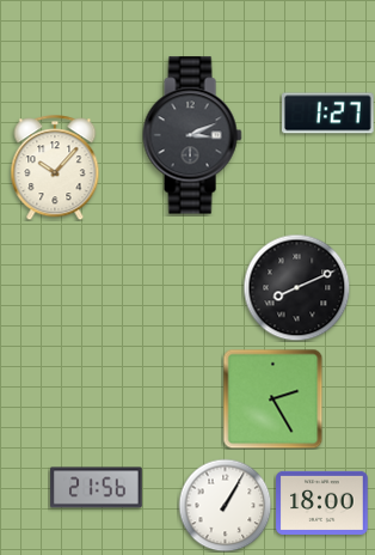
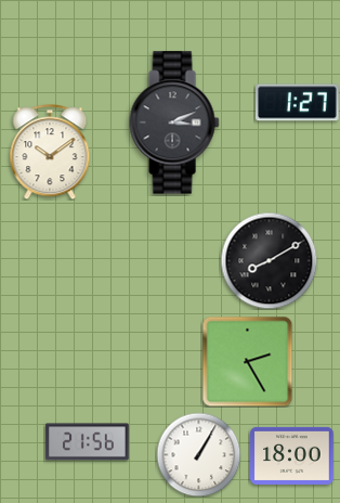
clock at (55, 167): 10:07 -> 10:09
clock at (296, 287): 8:11 -> 8:10
clock at (225, 505) position: (225, 505) -> (198, 454)
